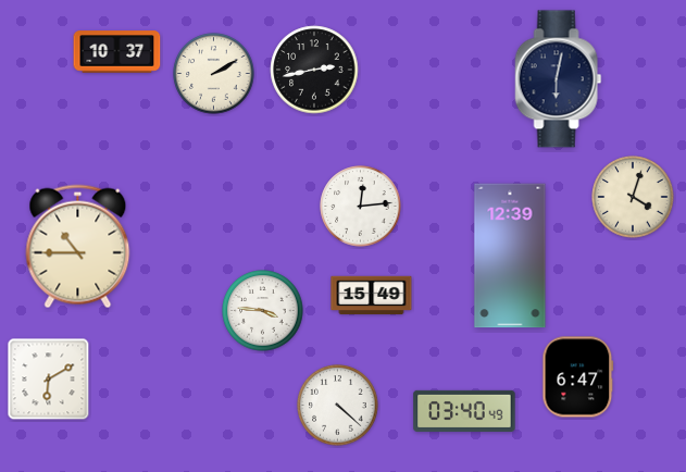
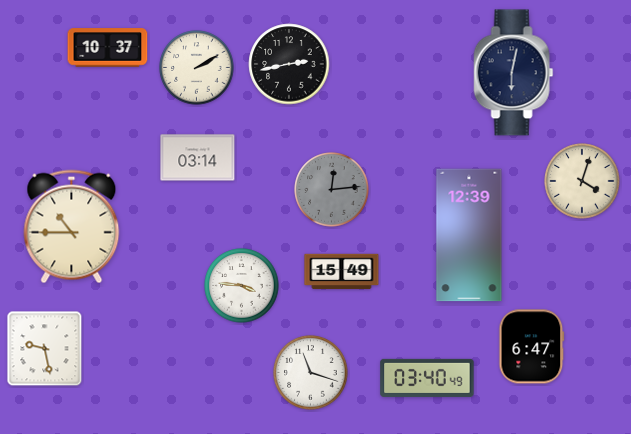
clock at (198, 158): none -> 03:14
clock at (361, 207) dial: white -> grey
clock at (49, 380): 6:10 -> 9:28
clock at (338, 406): 4:22 -> 11:18
